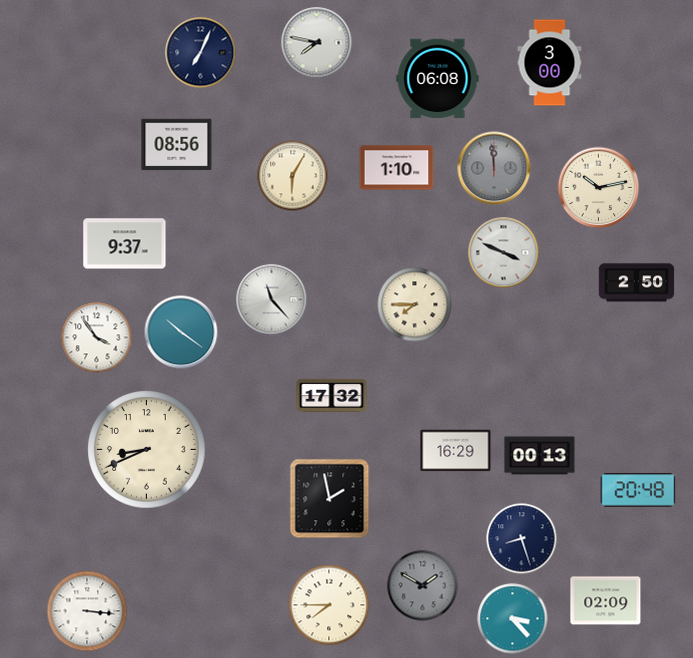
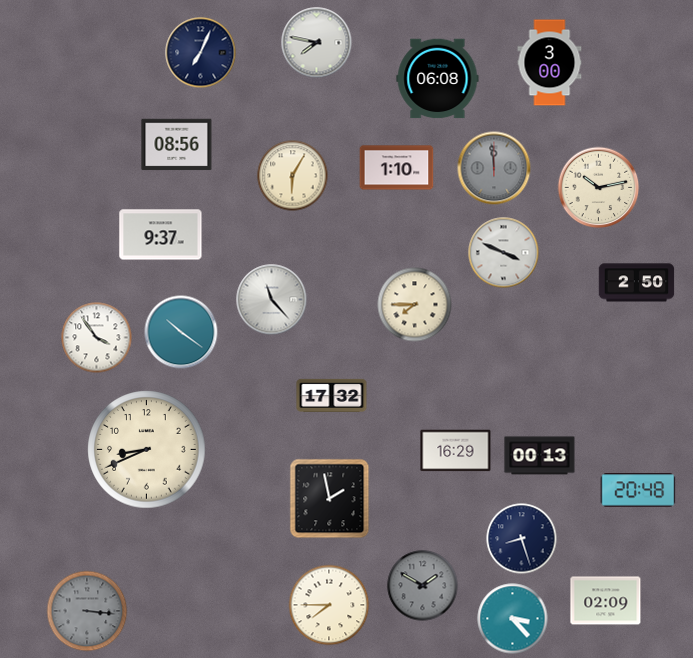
clock at (125, 244) position: (125, 244) -> (161, 235)
clock at (87, 611) dial: white -> grey
